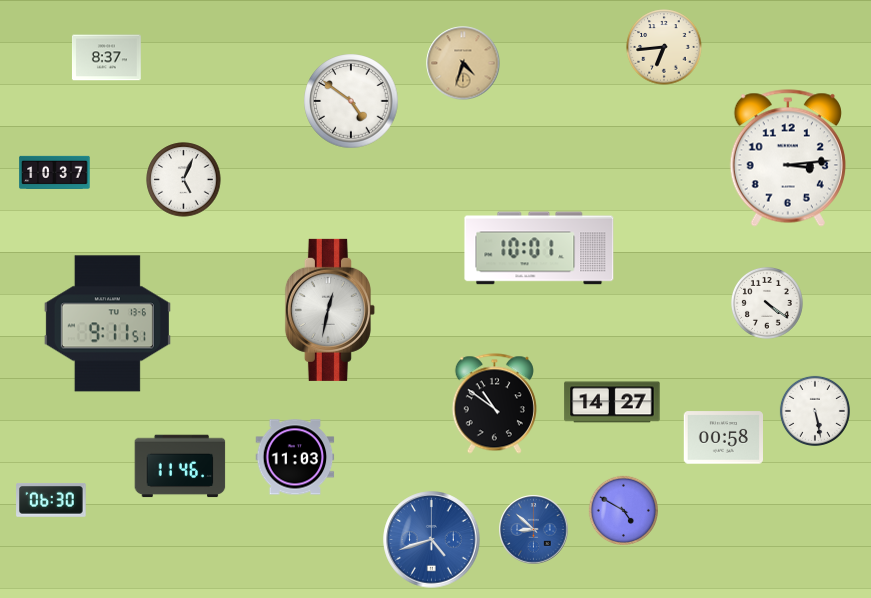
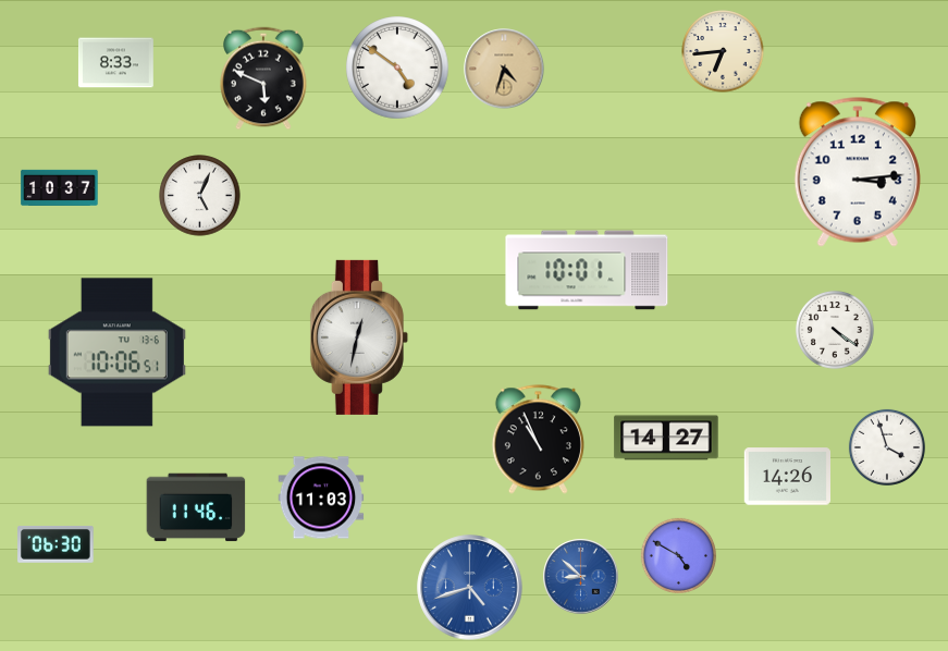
clock at (106, 58): 8:37 -> 8:33
clock at (263, 78): none -> 5:49
clock at (351, 101) position: (351, 101) -> (397, 67)
clock at (107, 324): 9:11 -> 10:06
clock at (494, 404): 10:51 -> 10:56
clock at (815, 411): 5:28 -> 3:57
clock at (723, 438): 00:58 -> 14:26
